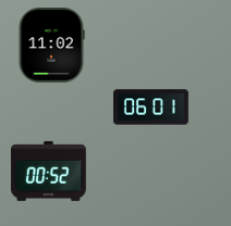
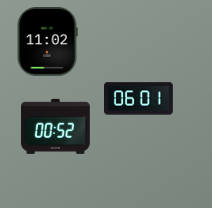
clock at (49, 171) position: (49, 171) -> (56, 126)
